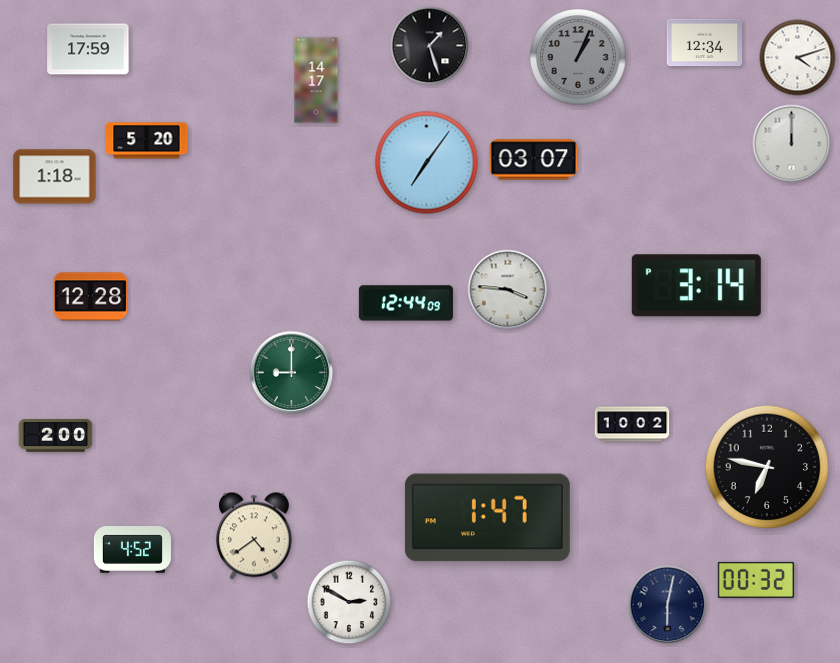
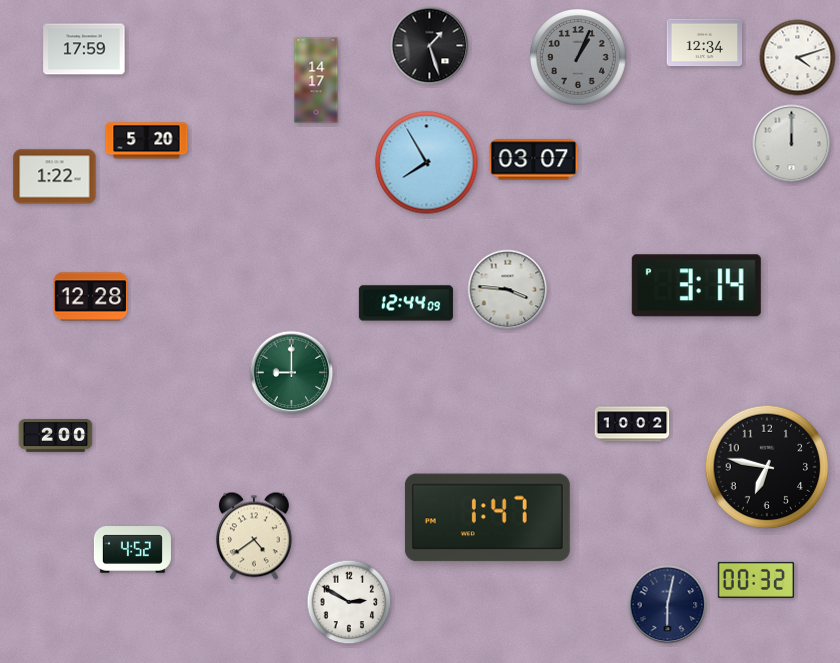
clock at (88, 49) position: (88, 49) -> (84, 49)
clock at (427, 163): 7:06 -> 7:55
clock at (55, 177): 1:18 -> 1:22
